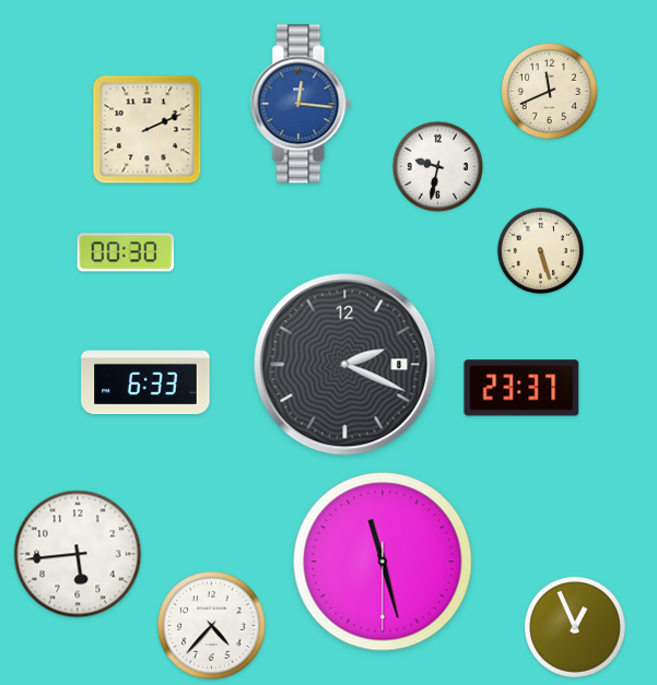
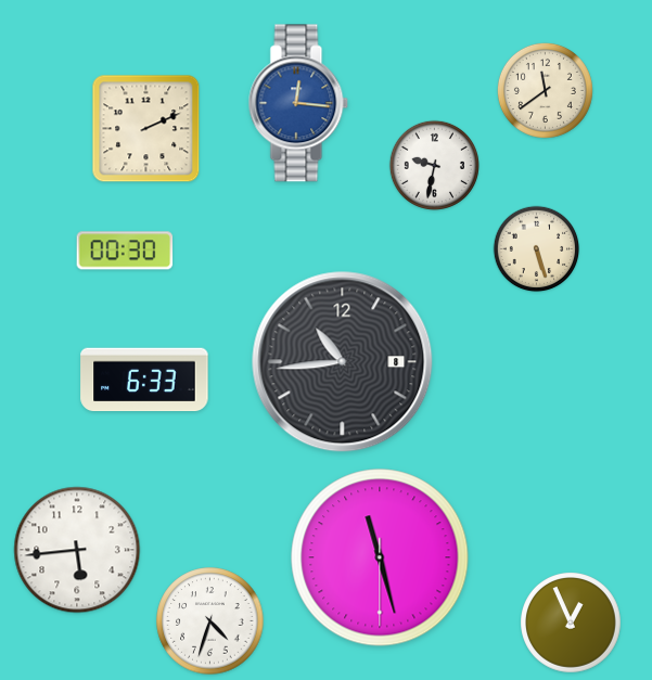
clock at (549, 91): 11:41 -> 11:39
clock at (345, 365): 2:19 -> 10:44
clock at (521, 388): 23:37 -> none
clock at (212, 626): 4:37 -> 4:33
